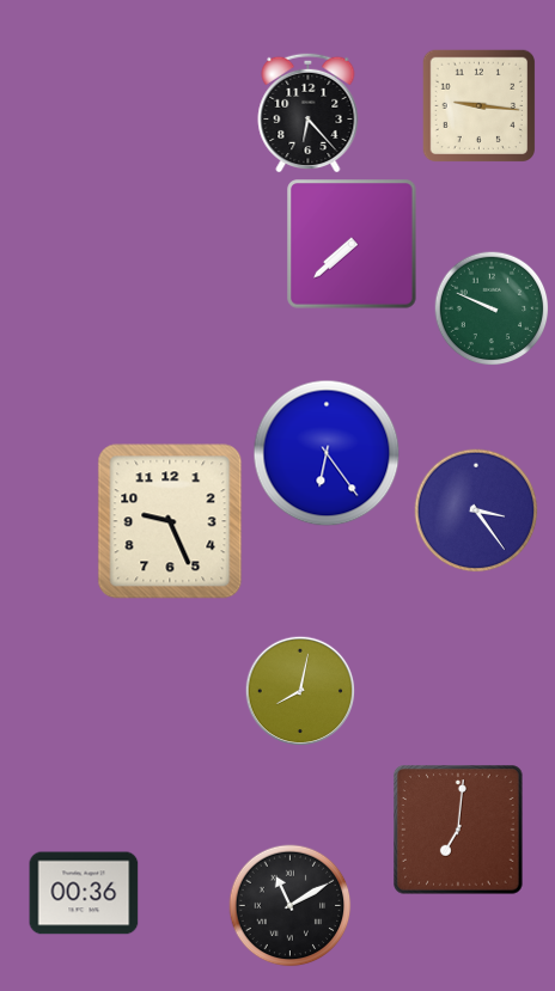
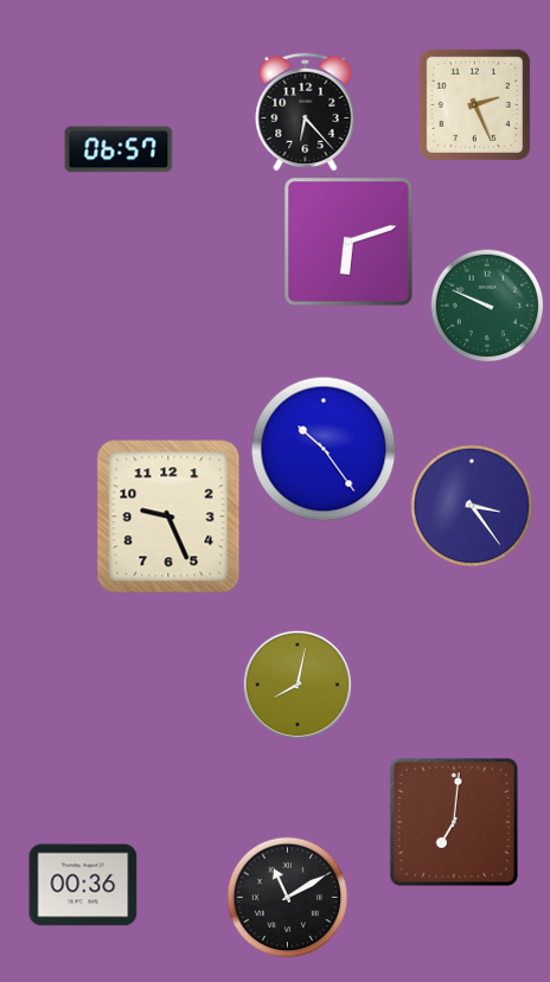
clock at (478, 105): 9:16 -> 2:26
clock at (119, 149): none -> 06:57
clock at (352, 244): 7:38 -> 6:12
clock at (327, 453): 6:24 -> 10:24
